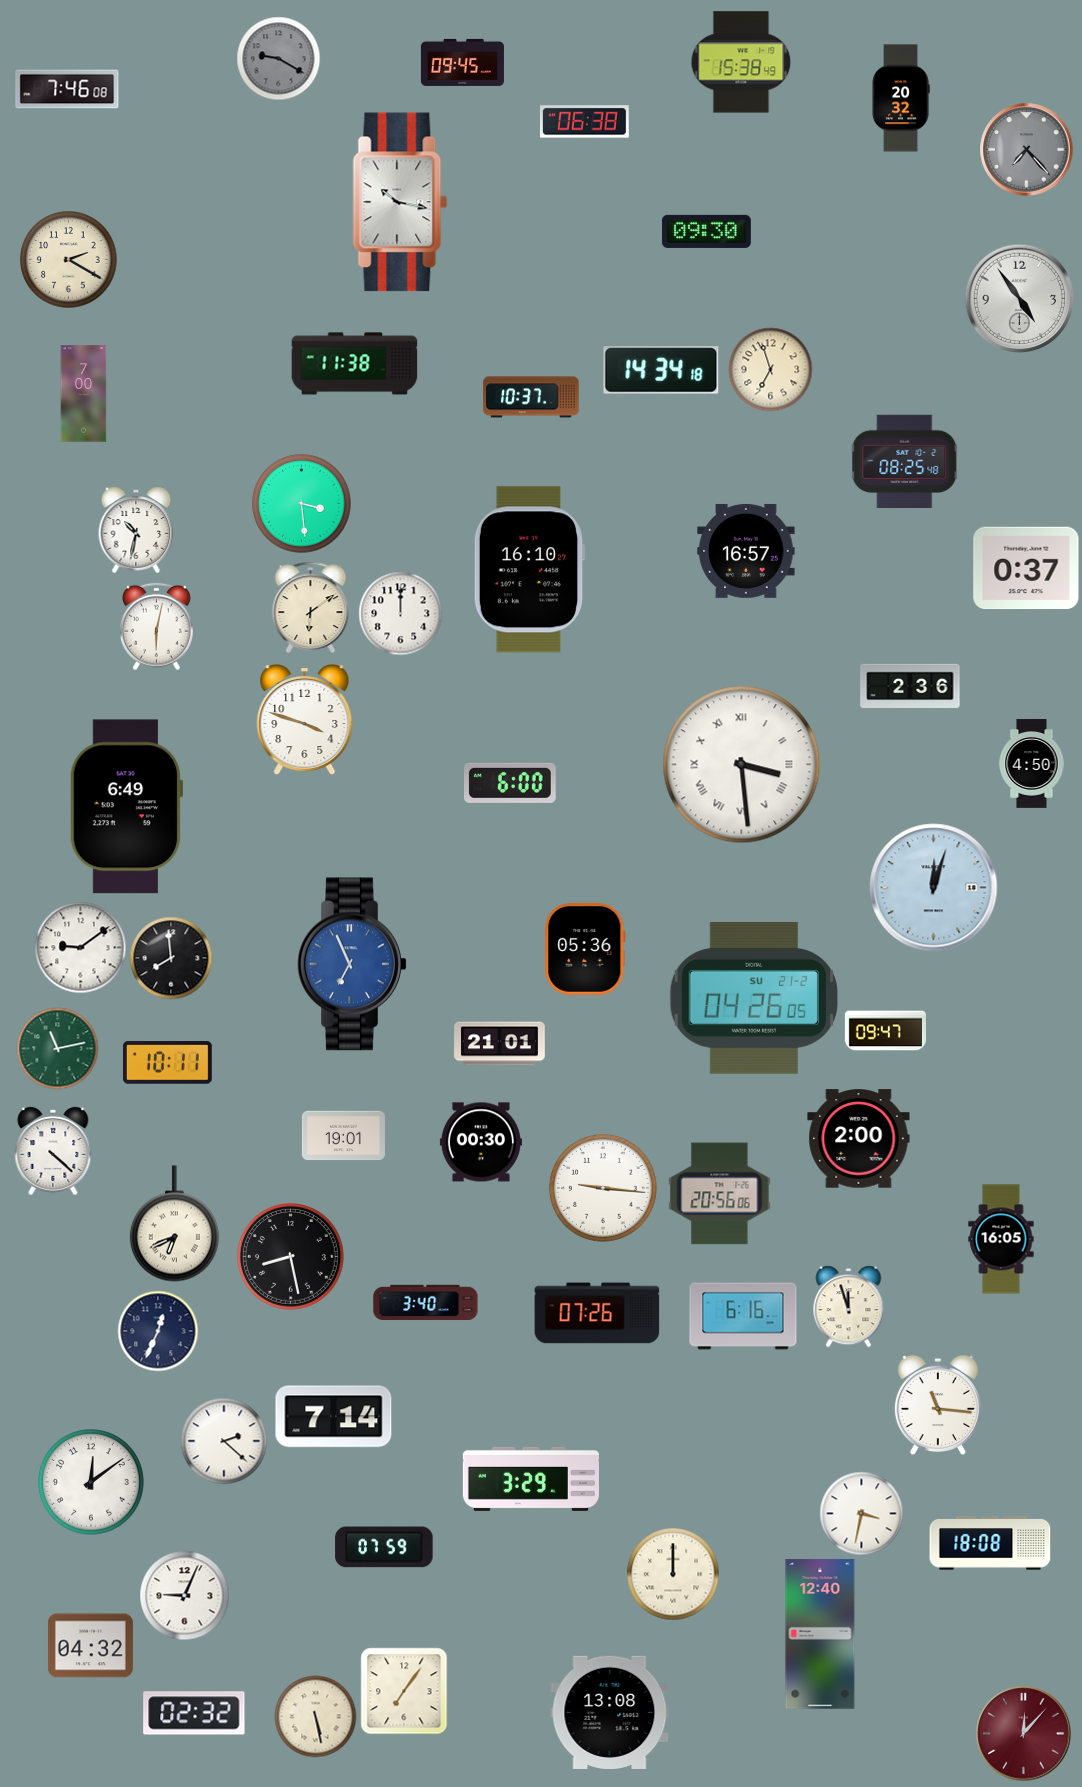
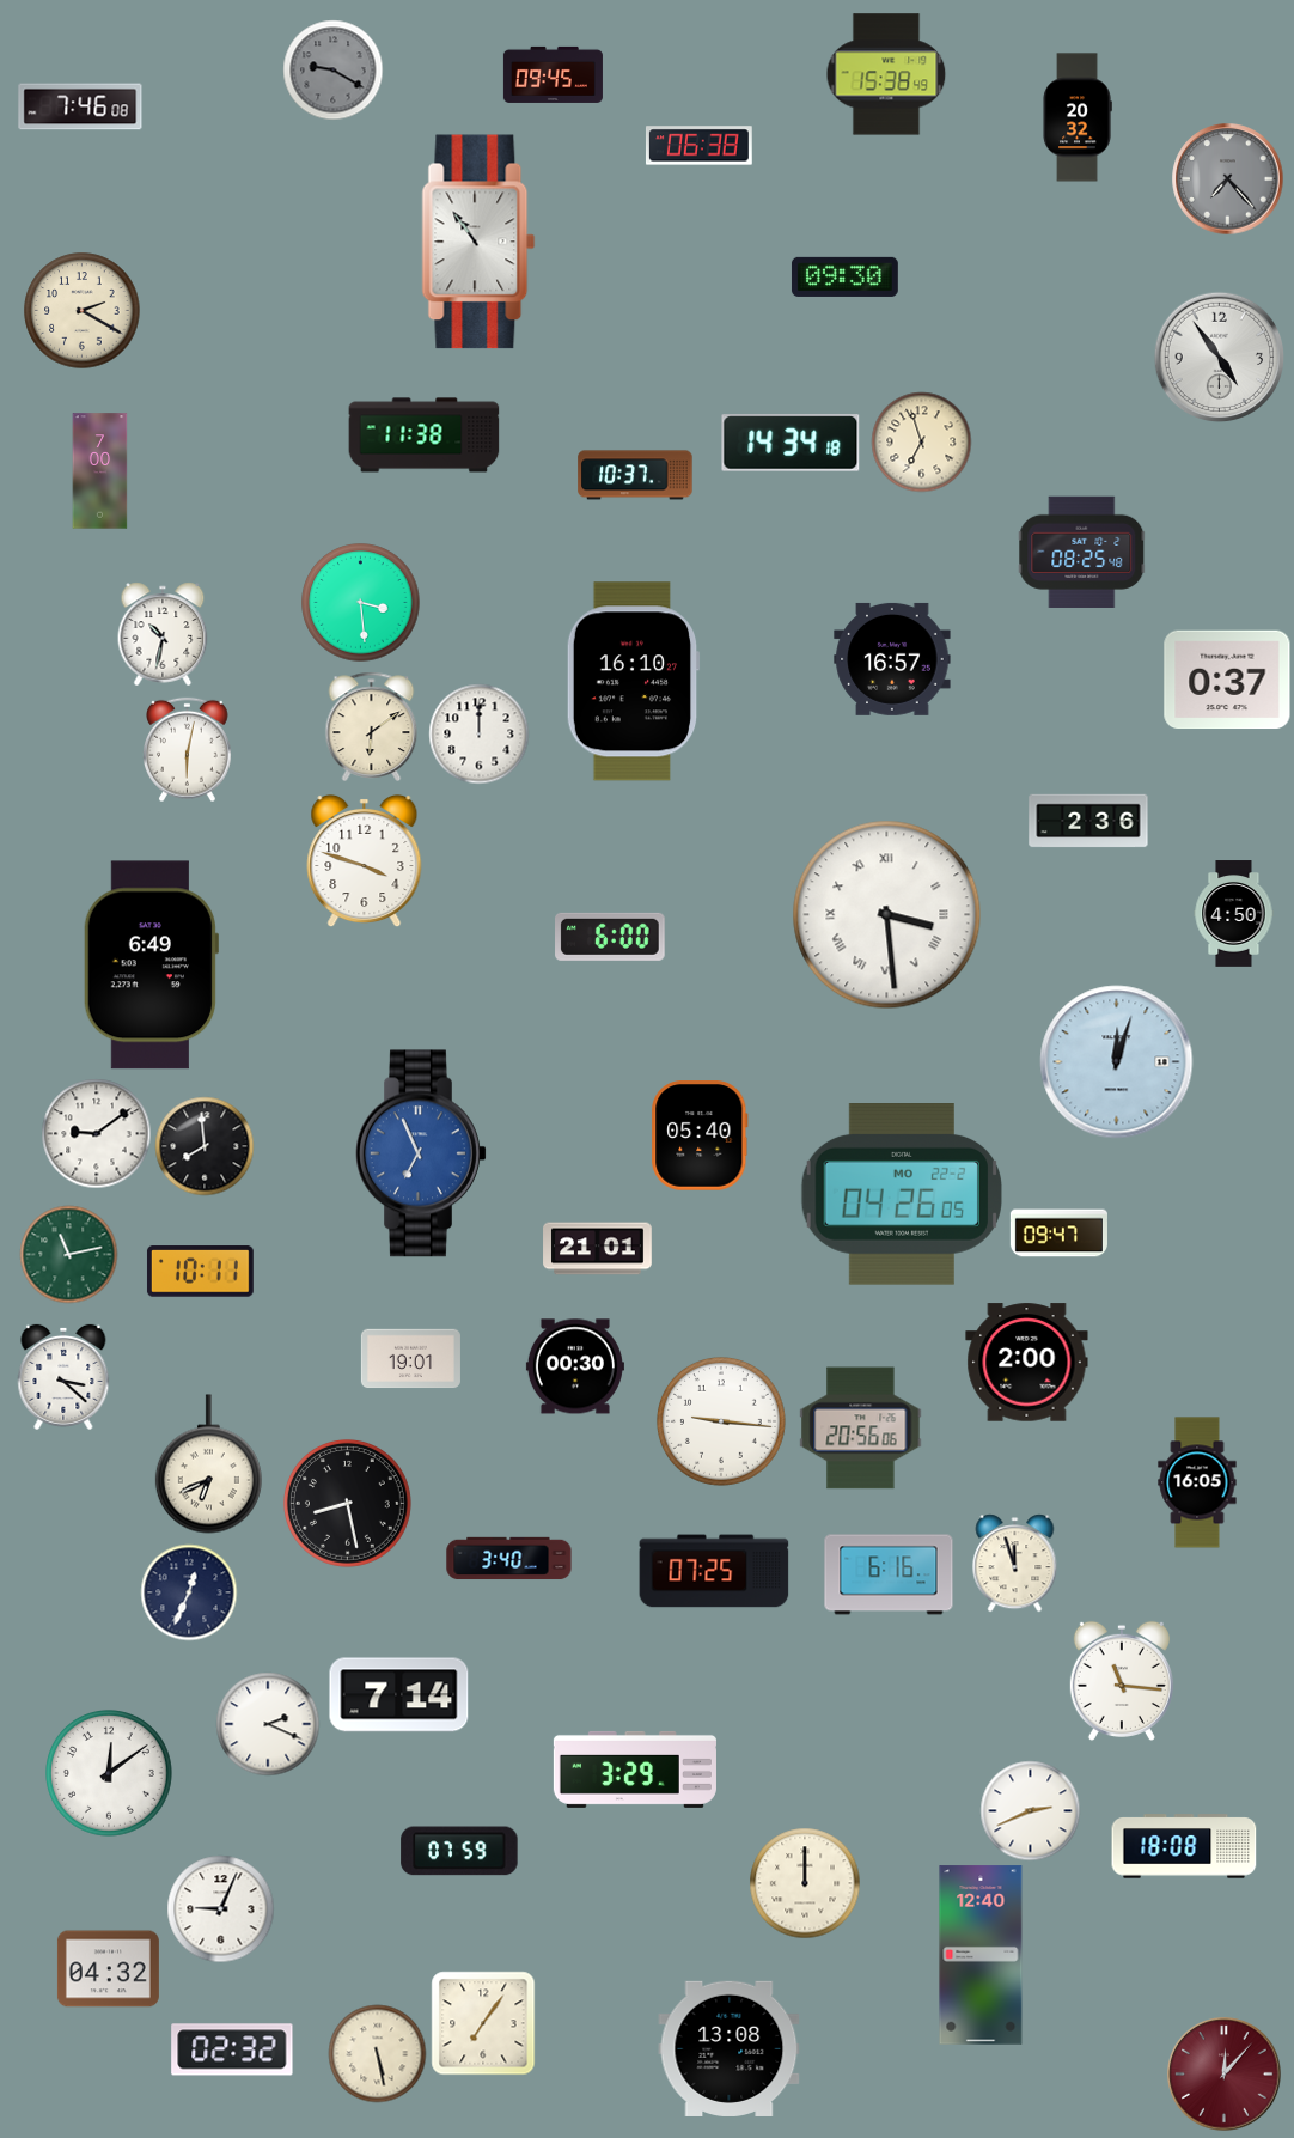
clock at (400, 202): 10:17 -> 10:54
clock at (585, 949): 05:36 -> 05:40
clock at (753, 999) date: SU 21-2 -> MO 22-2
clock at (53, 1151): 4:22 -> 3:22
clock at (597, 1313): 07:26 -> 07:25
clock at (224, 1441): 2:22 -> 2:19
clock at (861, 1513): 3:32 -> 2:41
